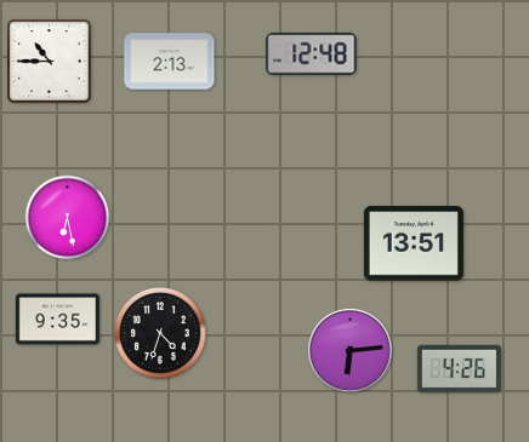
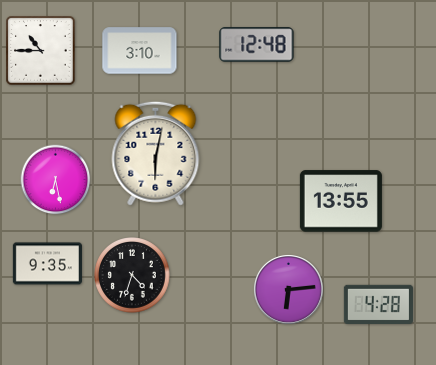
clock at (170, 62): 2:13 -> 3:10
clock at (156, 153): none -> 6:02
clock at (414, 243): 13:51 -> 13:55
clock at (459, 368): 4:26 -> 4:28
